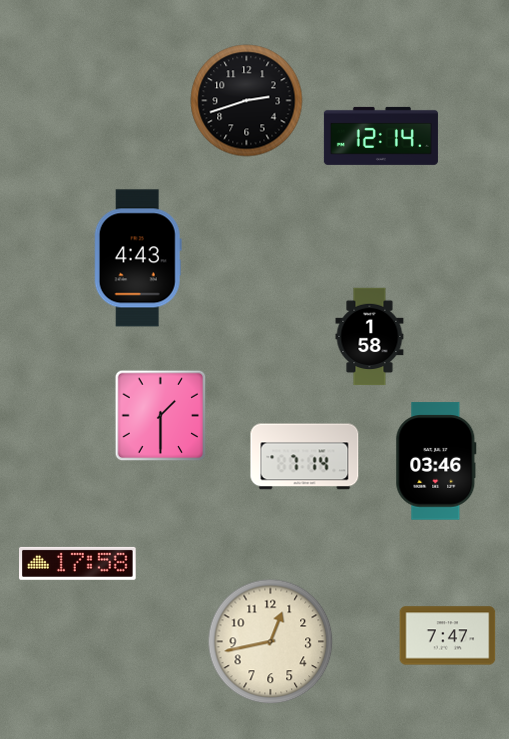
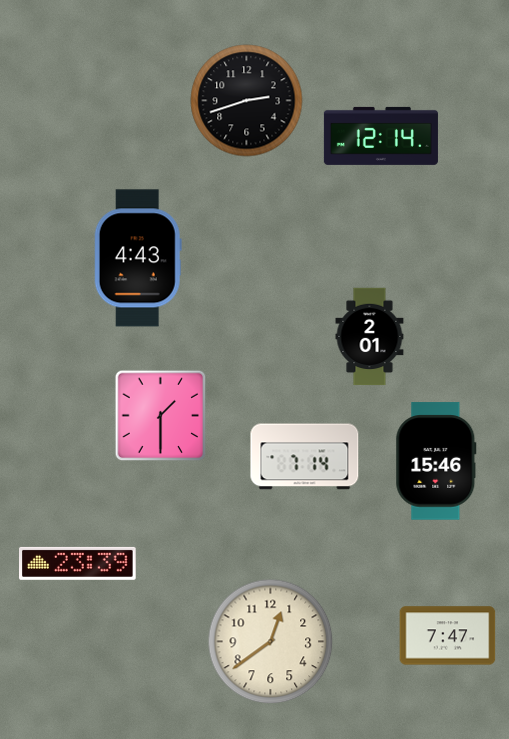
clock at (370, 337): 1:58 -> 2:01
clock at (436, 461): 03:46 -> 15:46
clock at (78, 563): 17:58 -> 23:39
clock at (271, 642): 12:43 -> 12:39
